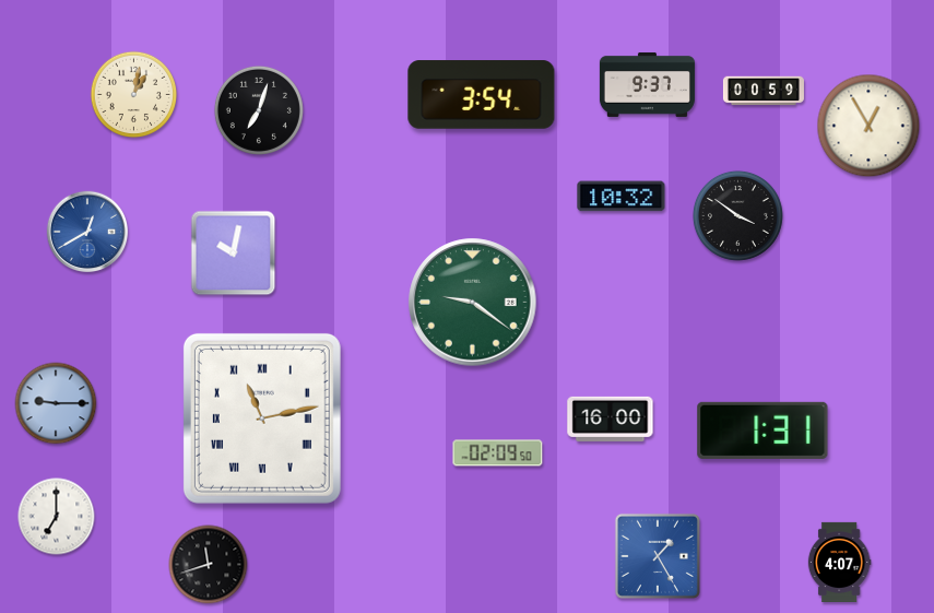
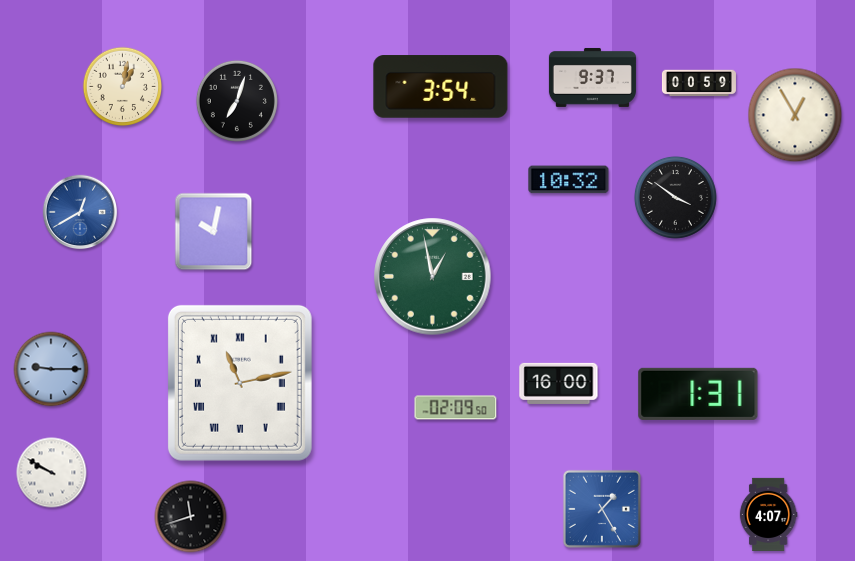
clock at (473, 303): 9:21 -> 12:58
clock at (498, 453) position: (498, 453) -> (456, 408)
clock at (57, 517): 7:00 -> 9:50
